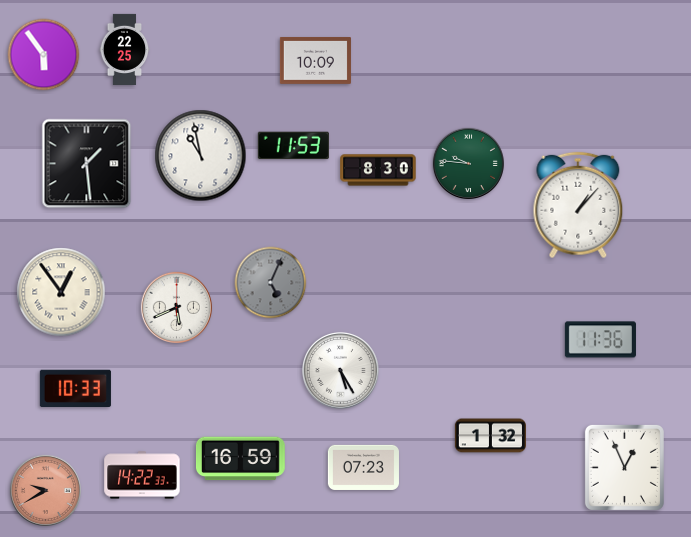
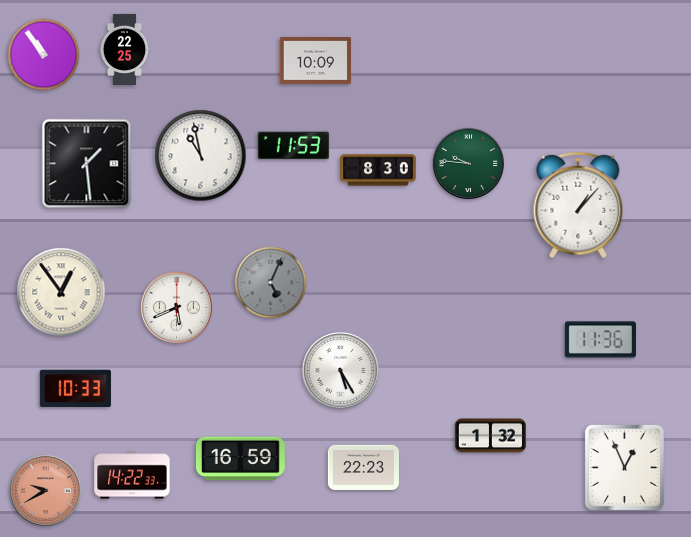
clock at (44, 55): 5:54 -> 10:54
clock at (363, 467): 07:23 -> 22:23
clock at (142, 475) position: (142, 475) -> (132, 475)
